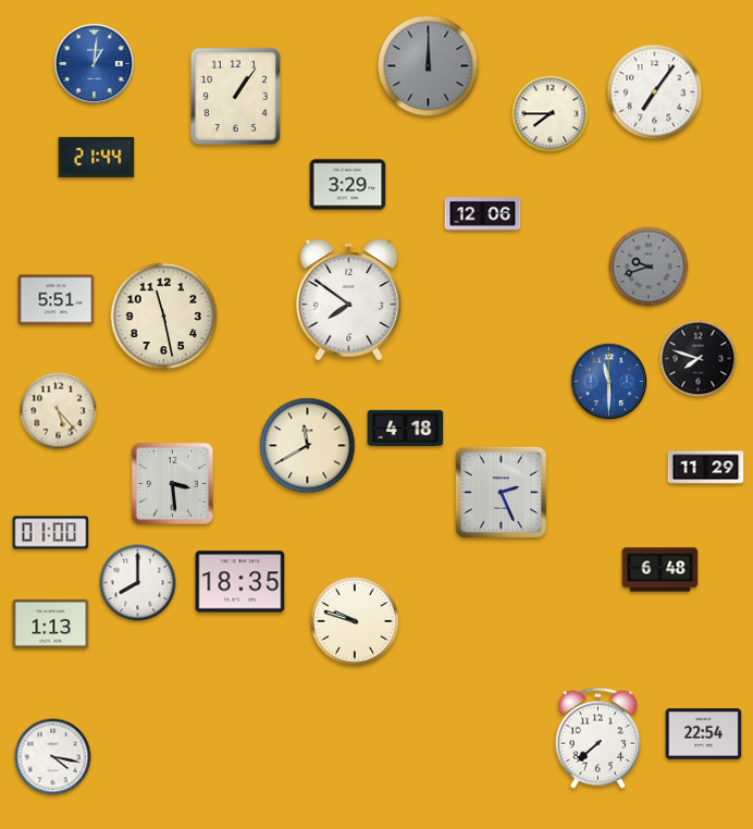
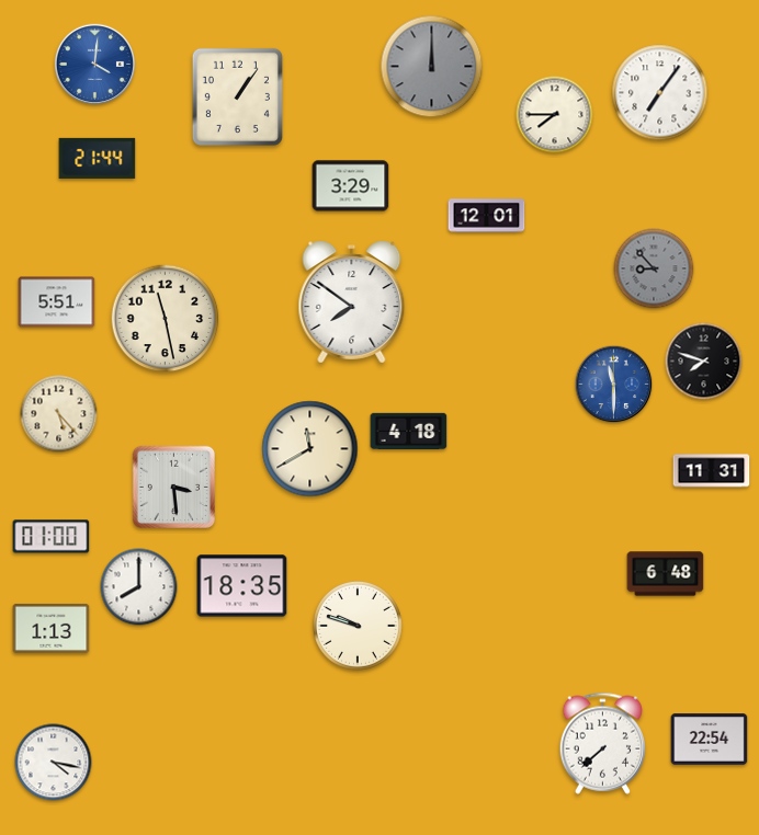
clock at (95, 64): 1:01 -> 4:01
clock at (483, 214): 12:06 -> 12:01
clock at (649, 267): 9:42 -> 8:53
clock at (706, 468): 11:29 -> 11:31
clock at (501, 492): 2:26 -> none
